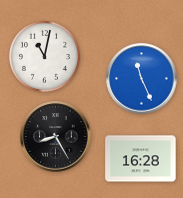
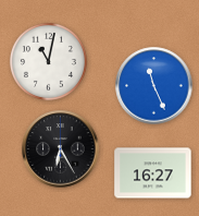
clock at (56, 137): 8:25 -> 6:25
clock at (141, 159): 16:28 -> 16:27
